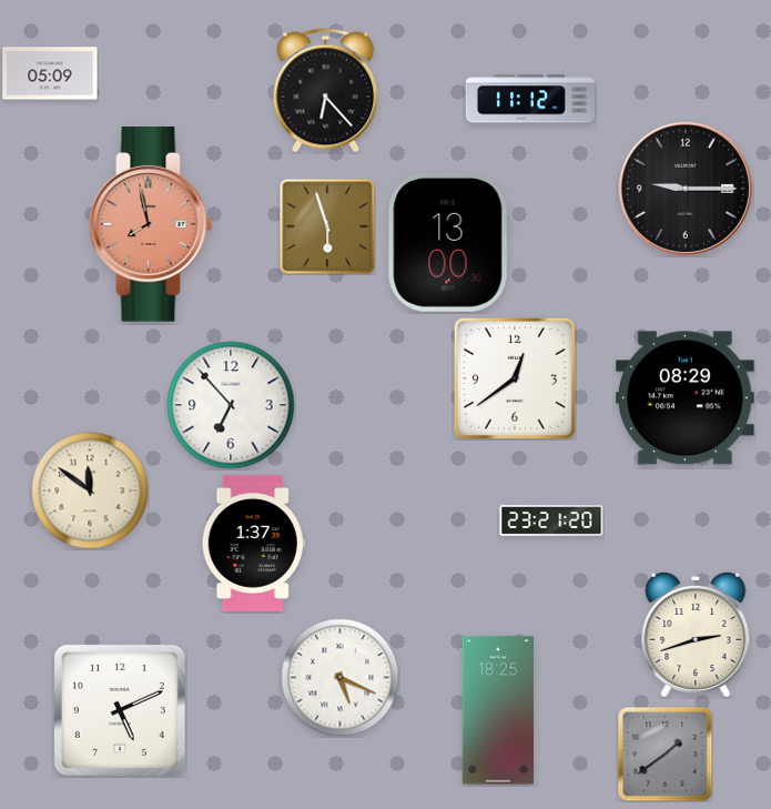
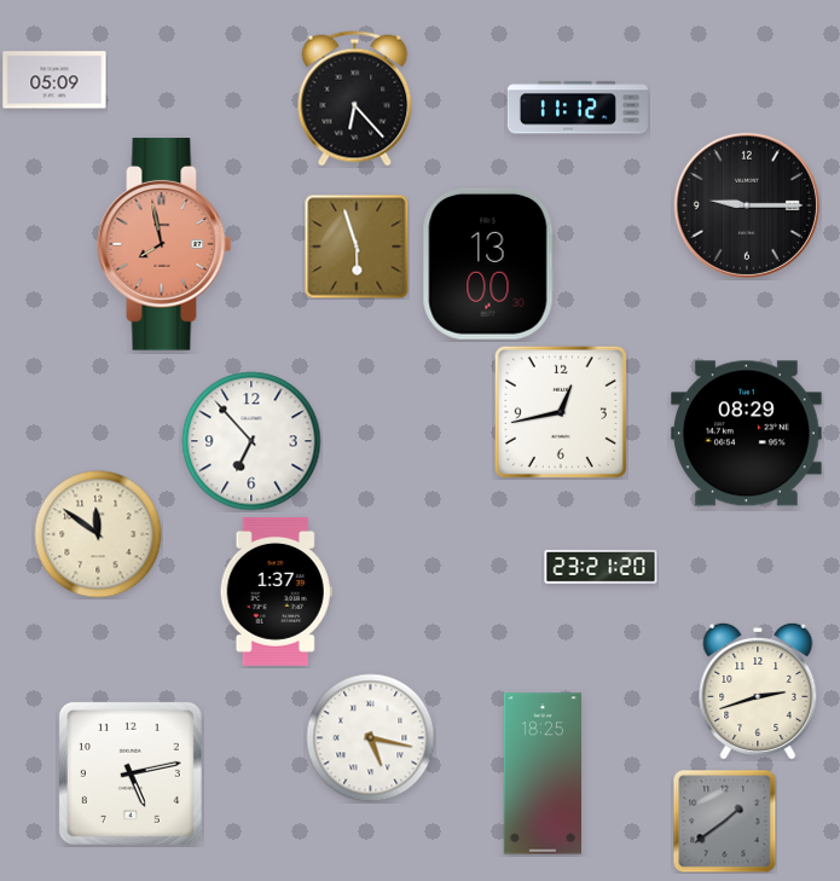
clock at (515, 378): 12:39 -> 12:43
clock at (341, 678): 5:19 -> 5:17
clock at (120, 710): 5:11 -> 5:13
